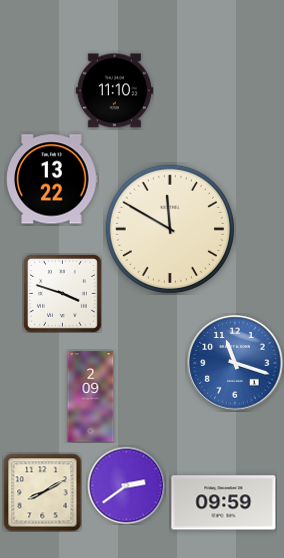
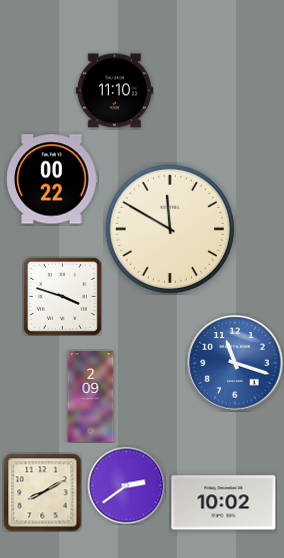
clock at (52, 179): 13:22 -> 00:22
clock at (62, 293) position: (62, 293) -> (62, 296)
clock at (224, 503): 09:59 -> 10:02
